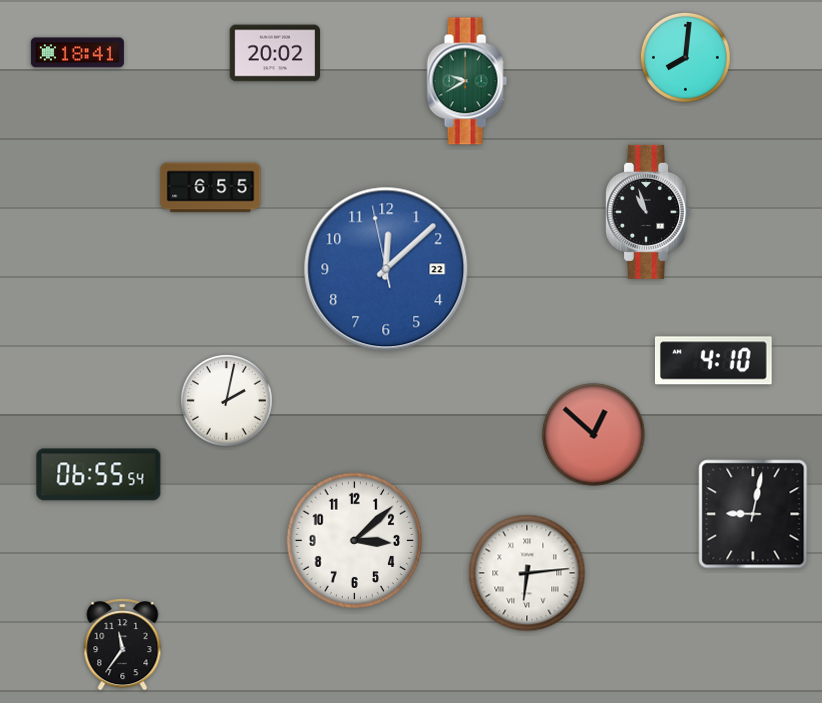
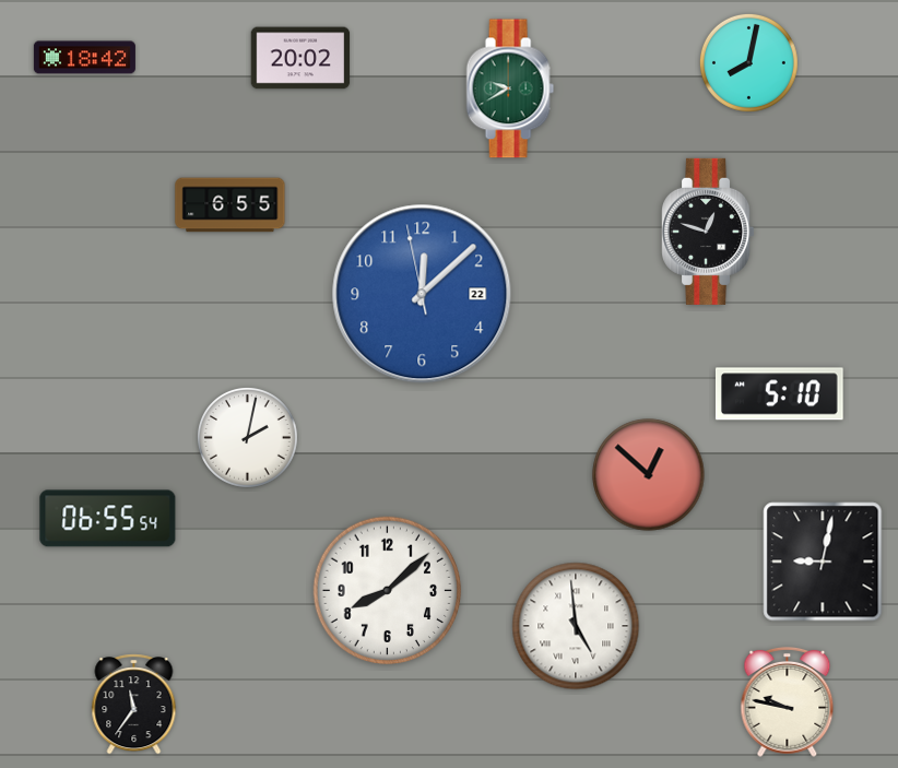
clock at (77, 53): 18:41 -> 18:42
clock at (685, 57): 8:01 -> 8:02
clock at (648, 212): 10:57 -> 12:48
clock at (713, 361): 4:10 -> 5:10
clock at (355, 541): 3:08 -> 8:08
clock at (527, 573): 6:14 -> 4:59
clock at (788, 701): none -> 9:47
